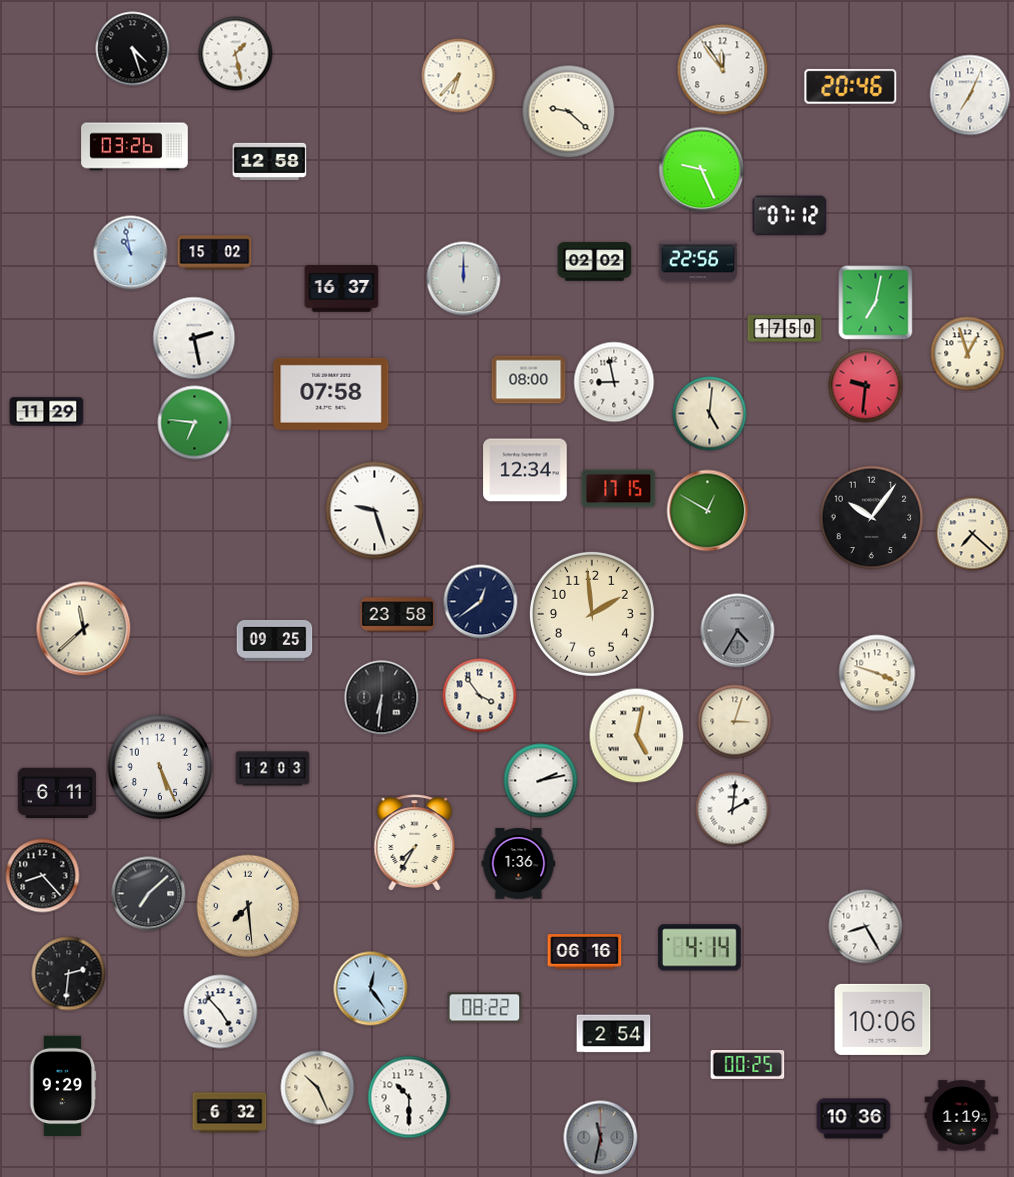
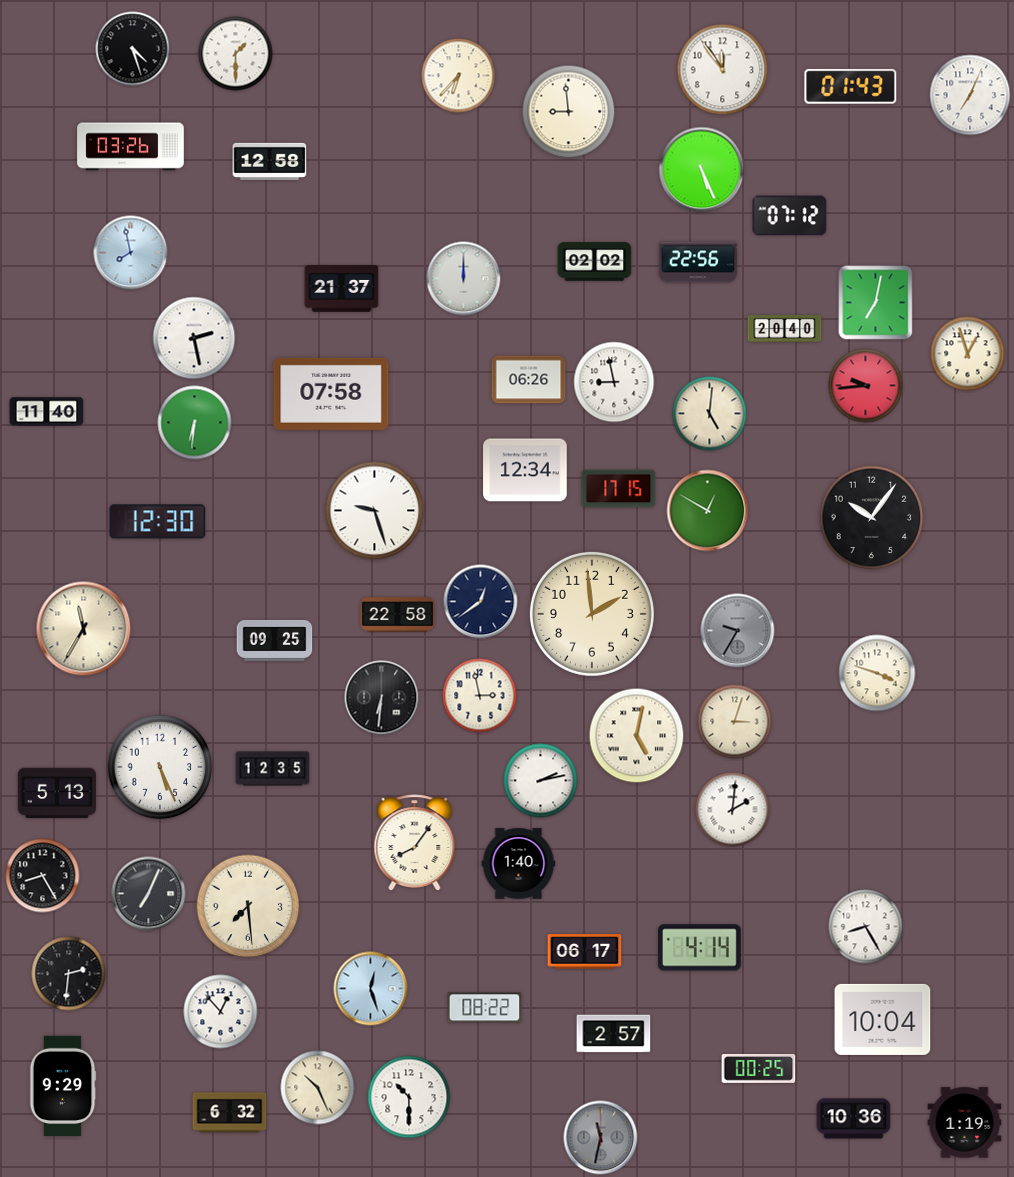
clock at (236, 54): 1:28 -> 1:30
clock at (851, 86): 20:46 -> 01:43
clock at (569, 112): 9:22 -> 8:59
clock at (135, 147) position: (135, 147) -> (131, 147)
clock at (702, 170): 9:26 -> 5:26
clock at (131, 253): 10:58 -> 7:58
clock at (215, 253): 15:02 -> none
clock at (342, 289): 16:37 -> 21:37
clock at (785, 329): 17:50 -> 20:40
clock at (529, 380): 08:00 -> 06:26
clock at (866, 386): 9:31 -> 9:44
clock at (47, 412): 11:29 -> 11:40
clock at (195, 423): 6:46 -> 6:31
clock at (158, 522): none -> 12:30
clock at (973, 534): 7:22 -> none
clock at (398, 615): 23:58 -> 22:58
clock at (84, 629): 11:38 -> 11:35
clock at (738, 631): 4:35 -> 9:35
clock at (480, 696): 3:54 -> 2:58
clock at (273, 769): 12:03 -> 12:35
clock at (57, 792): 6:11 -> 5:13
clock at (415, 843): 7:35 -> 8:06
clock at (519, 864): 1:36 -> 1:40
clock at (43, 876): 8:23 -> 8:25
clock at (149, 894): 7:08 -> 7:04
clock at (585, 952): 06:16 -> 06:17
clock at (371, 989): 12:24 -> 12:27
clock at (221, 1012): 4:53 -> 12:53
clock at (883, 1019): 10:06 -> 10:04
clock at (614, 1034): 2:54 -> 2:57
clock at (748, 1065) position: (748, 1065) -> (759, 1069)
clock at (962, 1116) position: (962, 1116) -> (965, 1123)
